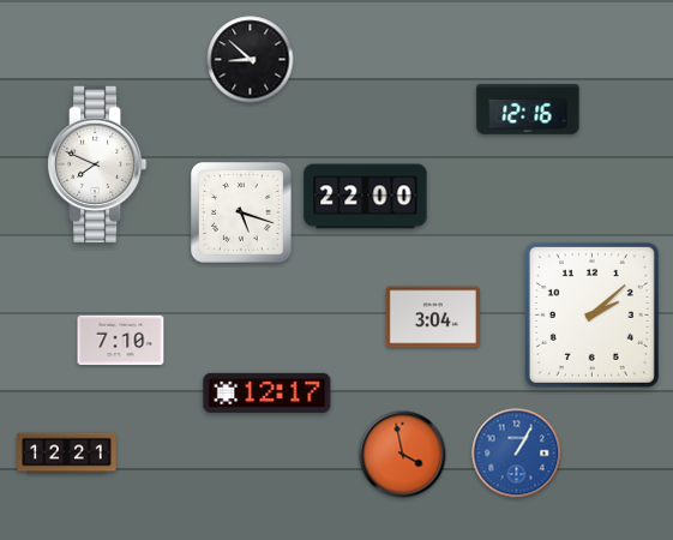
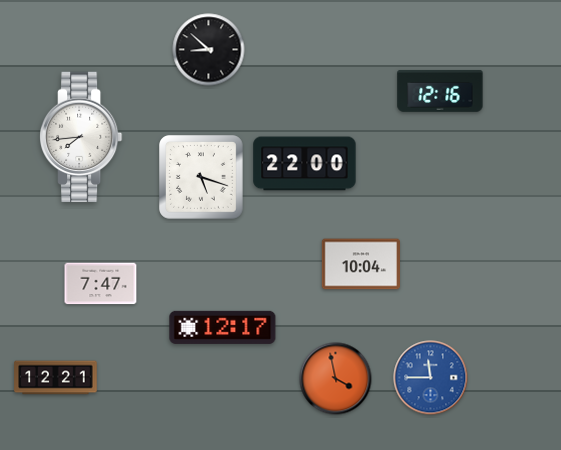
clock at (98, 164): 7:49 -> 7:44
clock at (591, 314): 2:08 -> none
clock at (432, 317): 3:04 -> 10:04
clock at (121, 341): 7:10 -> 7:47
clock at (517, 454): 1:05 -> 11:45
